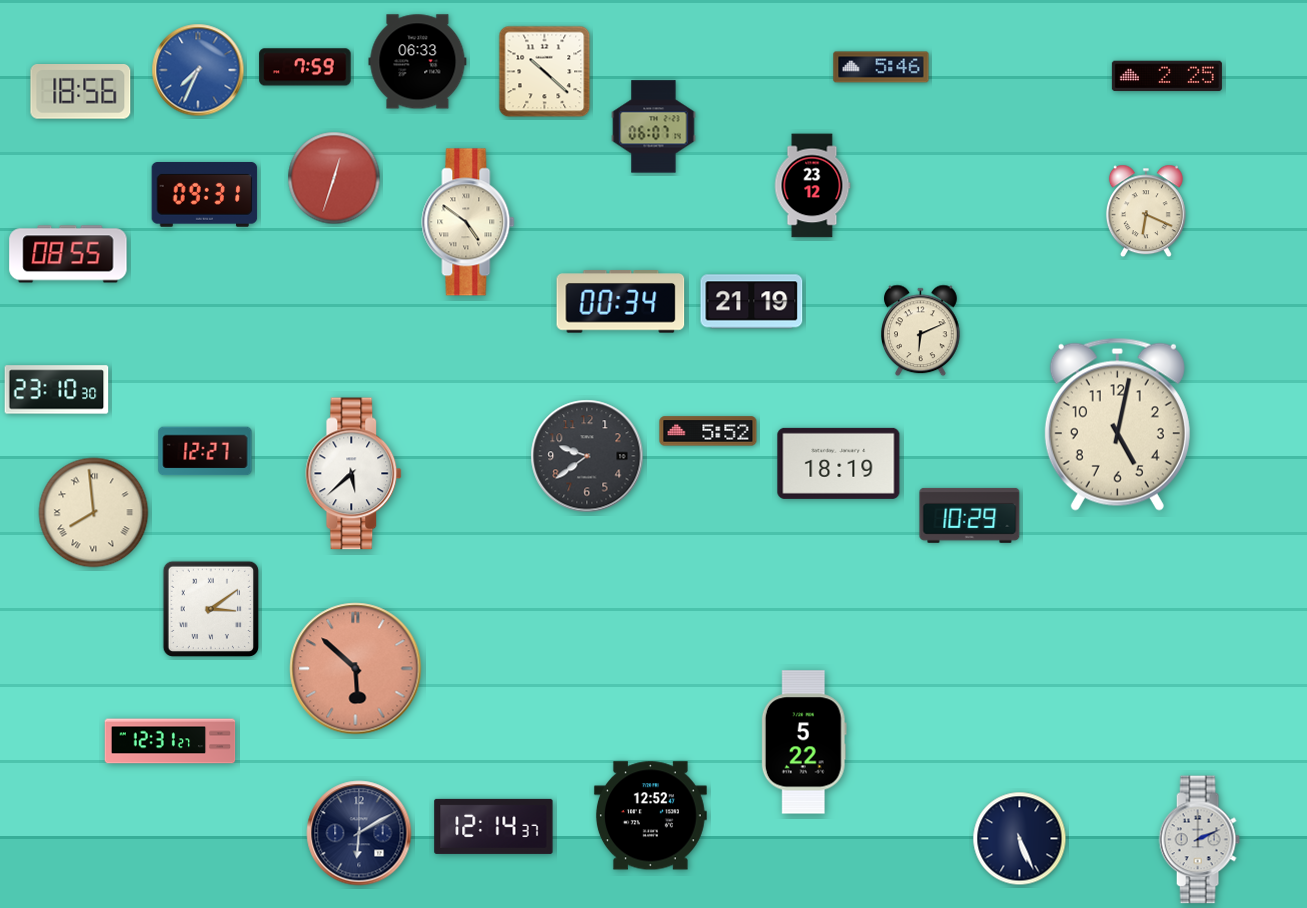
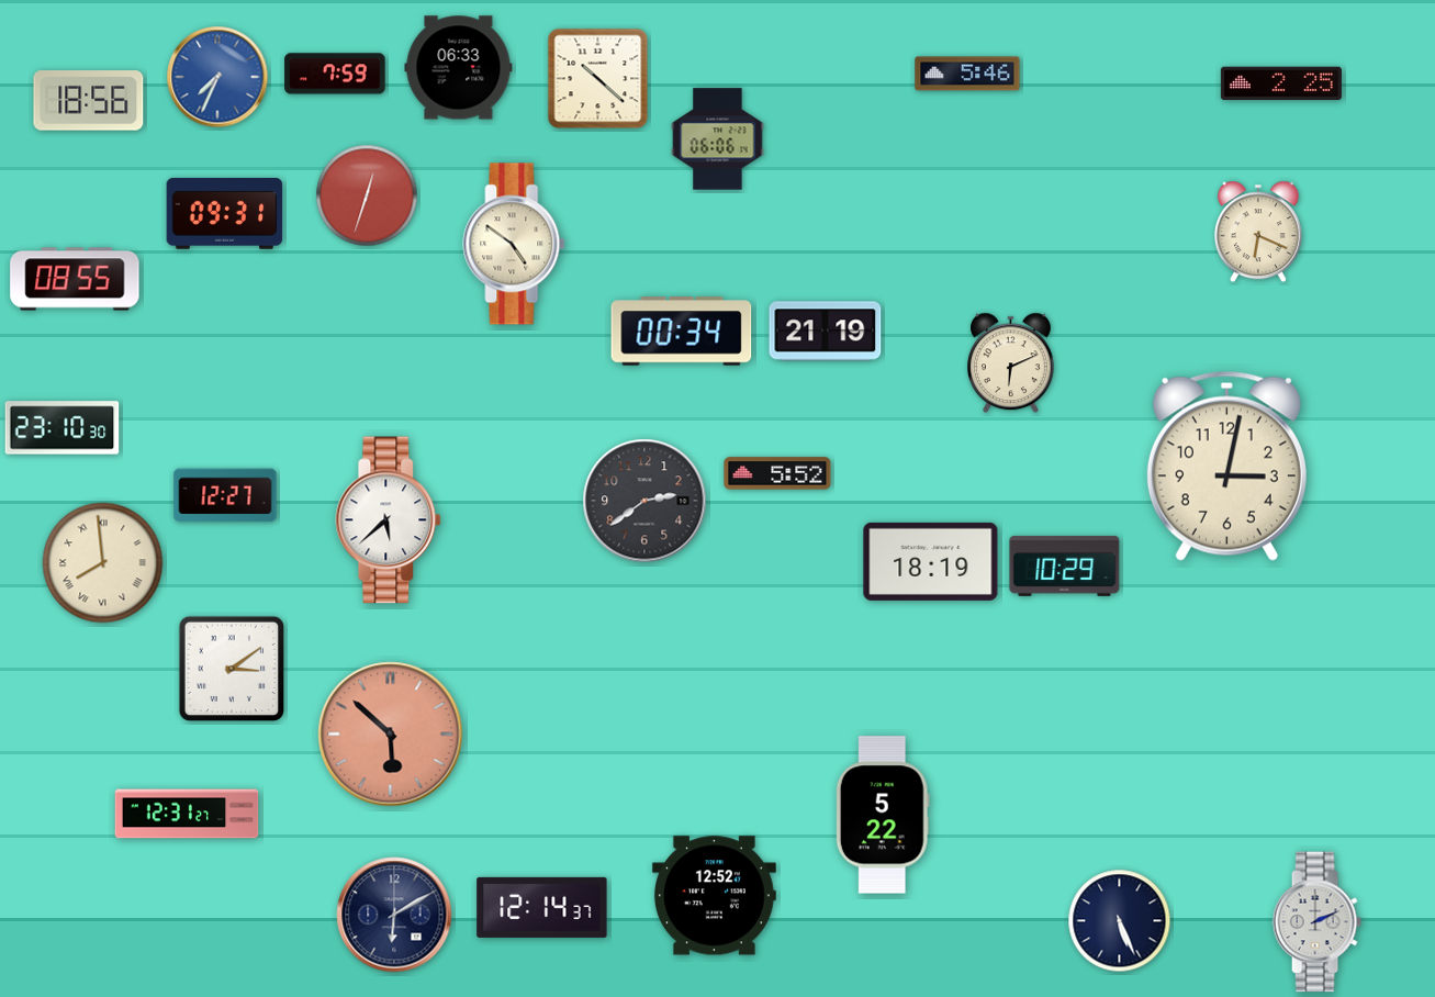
clock at (654, 127): 06:07 -> 06:06
clock at (812, 186): 23:12 -> none
clock at (1117, 424): 5:02 -> 3:02
clock at (587, 456): 9:39 -> 2:39
clock at (839, 463) position: (839, 463) -> (931, 561)
